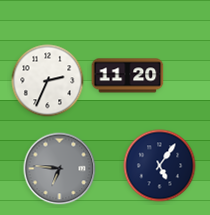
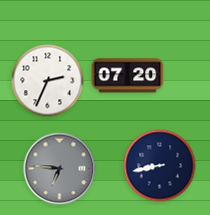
clock at (128, 76): 11:20 -> 07:20
clock at (160, 166): 5:06 -> 8:43
